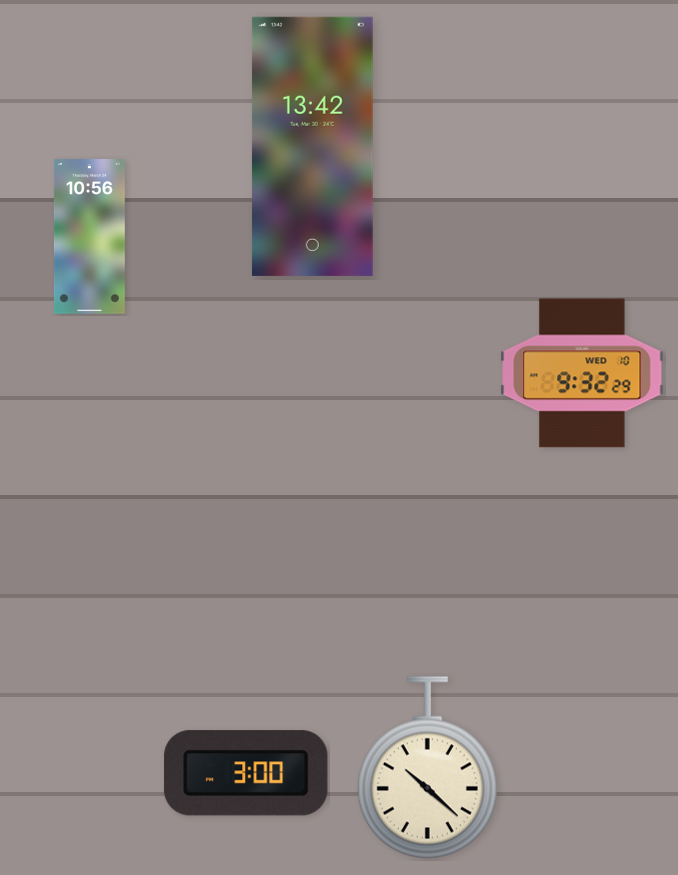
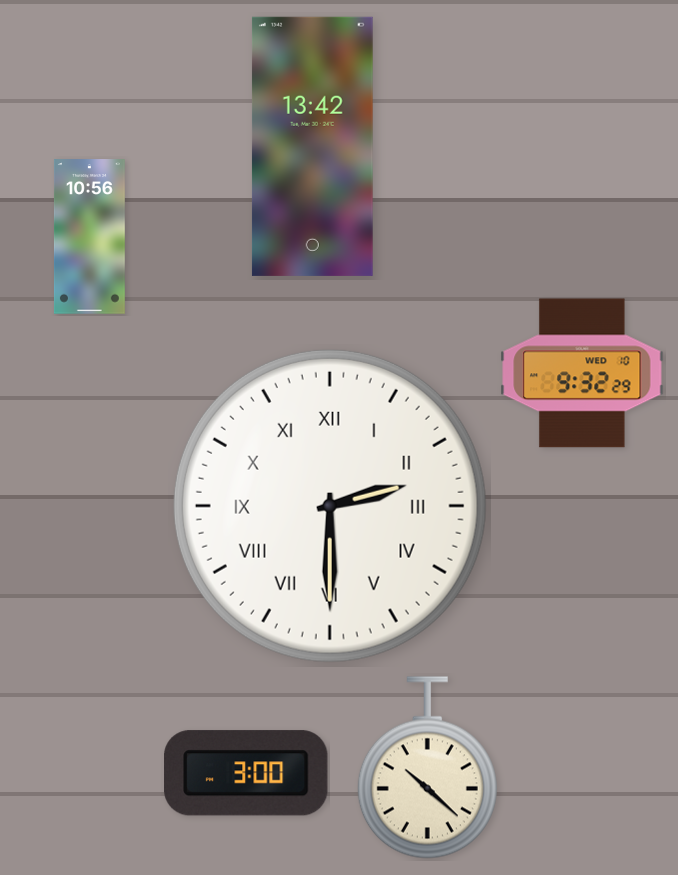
clock at (330, 506): none -> 2:30
